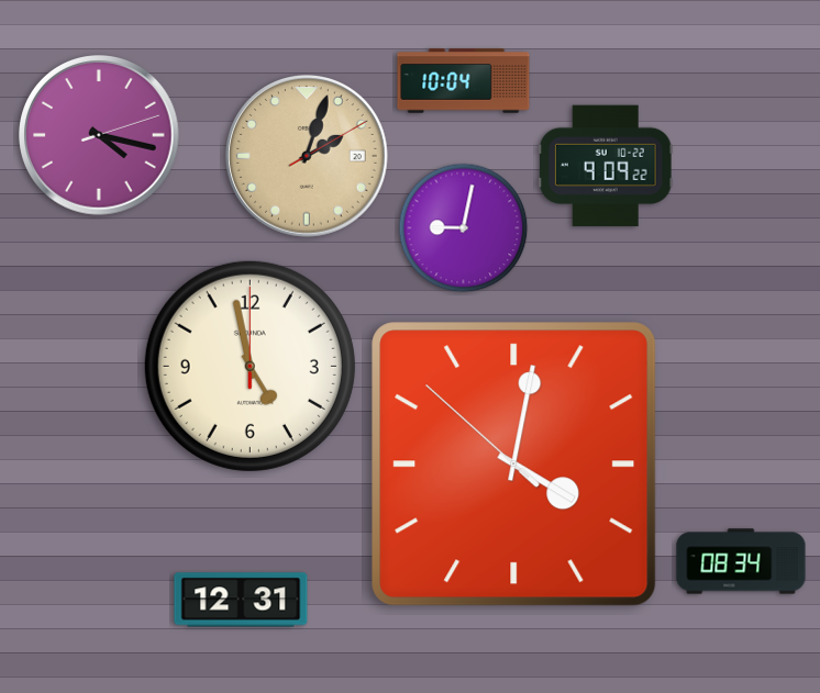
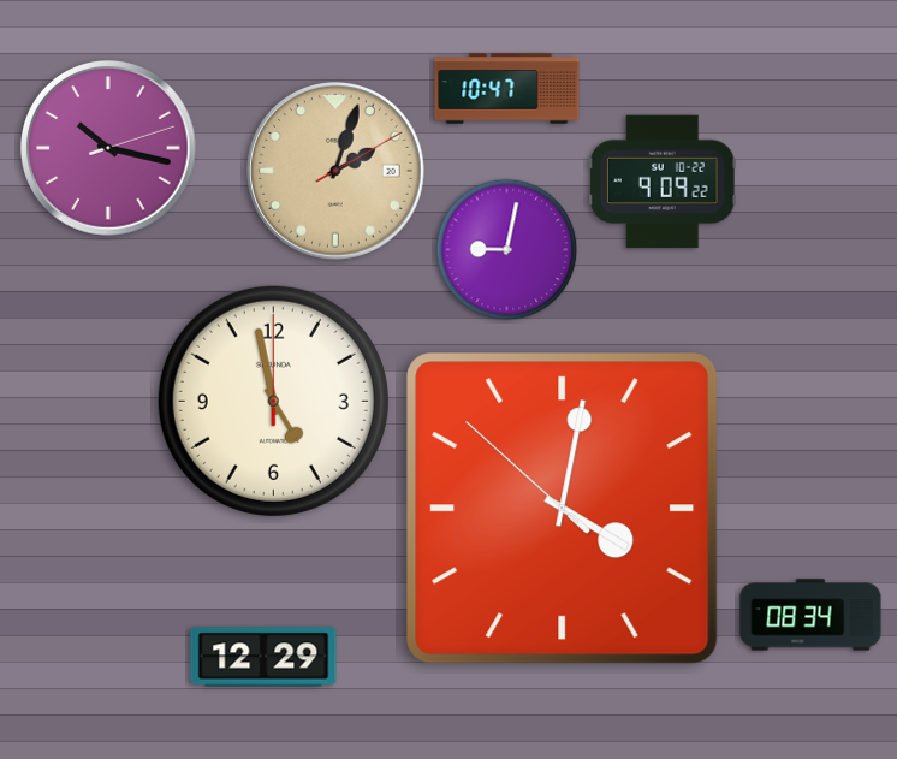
clock at (464, 81): 10:04 -> 10:47
clock at (100, 136): 4:17 -> 10:17
clock at (241, 600): 12:31 -> 12:29
